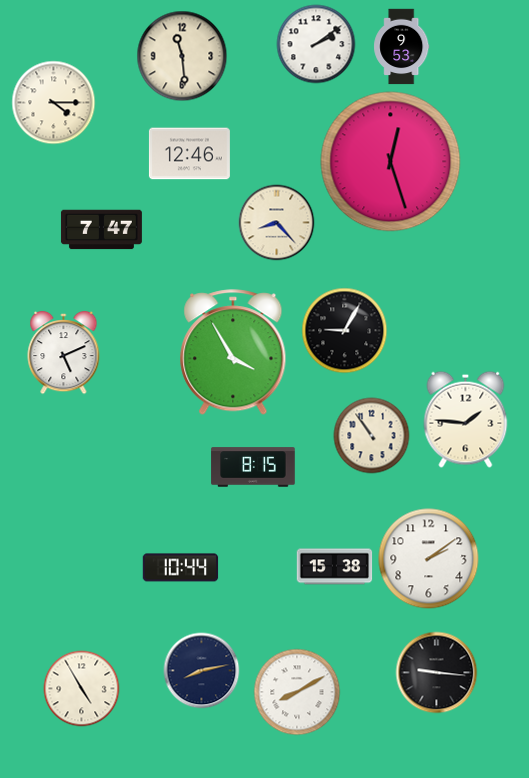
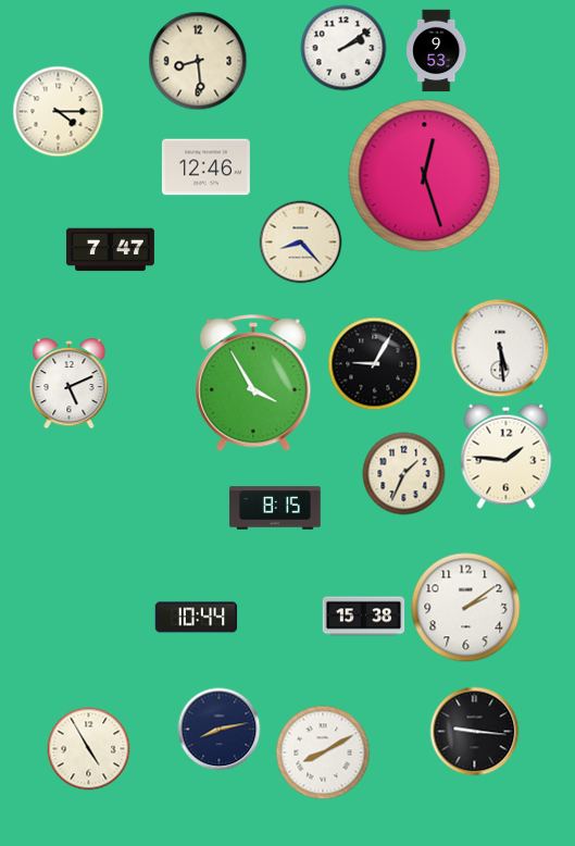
clock at (182, 56): 11:29 -> 8:29
clock at (500, 348): none -> 5:29
clock at (345, 331) position: (345, 331) -> (375, 364)
clock at (372, 436): 10:54 -> 1:34
